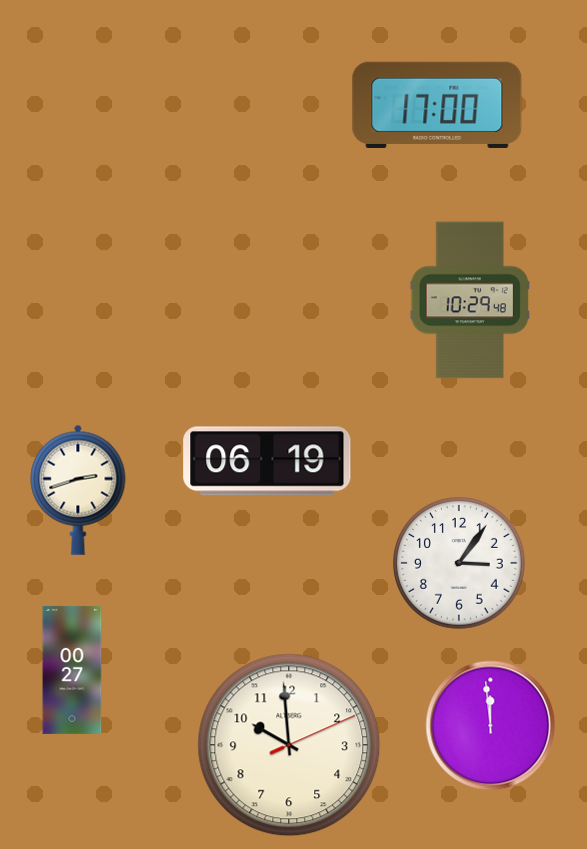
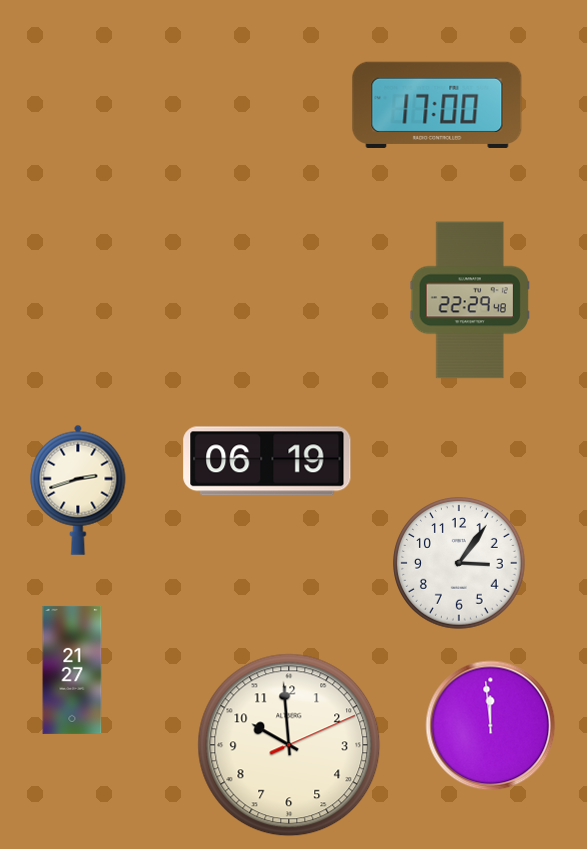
clock at (470, 300): 10:29 -> 22:29
clock at (72, 670): 00:27 -> 21:27
